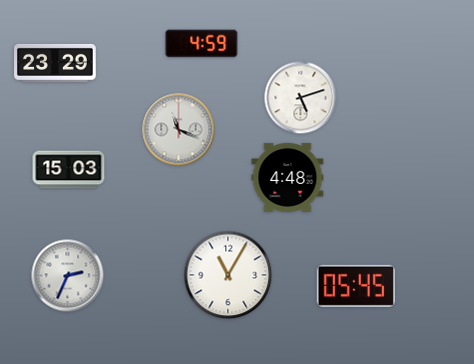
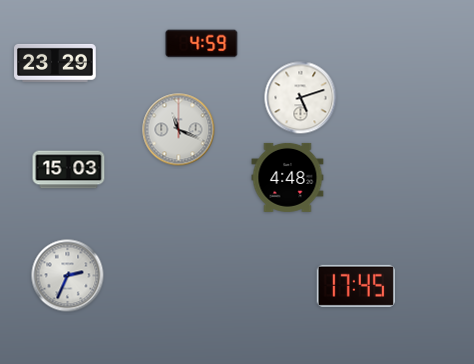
clock at (228, 275): 11:05 -> none
clock at (356, 286): 05:45 -> 17:45
